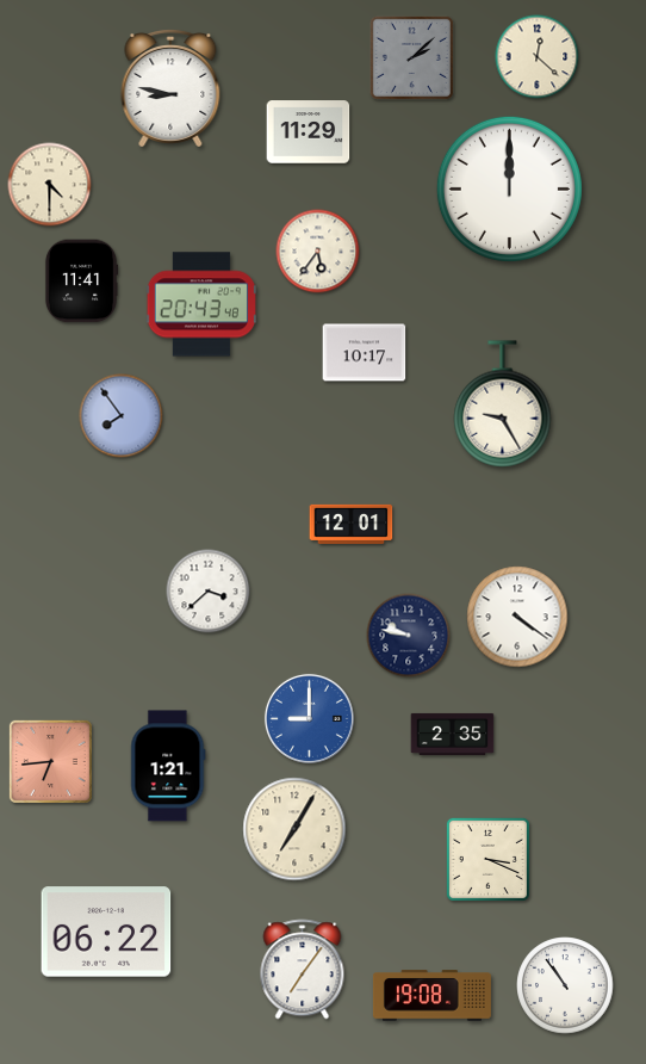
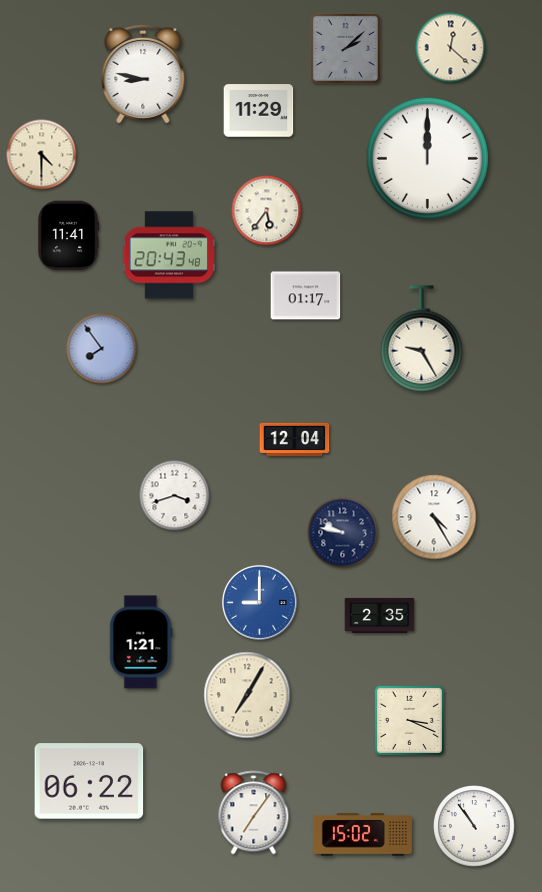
clock at (365, 353): 10:17 -> 01:17
clock at (352, 524): 12:01 -> 12:04
clock at (209, 592): 3:38 -> 3:42
clock at (517, 617): 4:21 -> 4:25
clock at (50, 761): 6:44 -> none
clock at (431, 996): 19:08 -> 15:02
